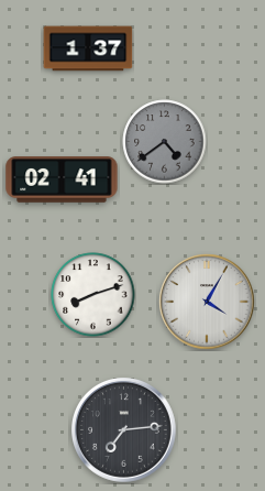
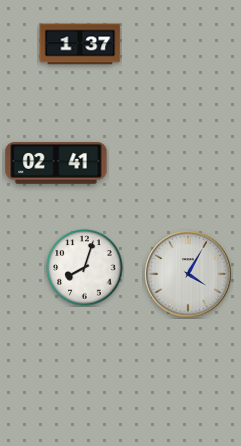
clock at (165, 142): 4:39 -> none
clock at (93, 295): 8:12 -> 8:03
clock at (124, 430): 7:14 -> none
